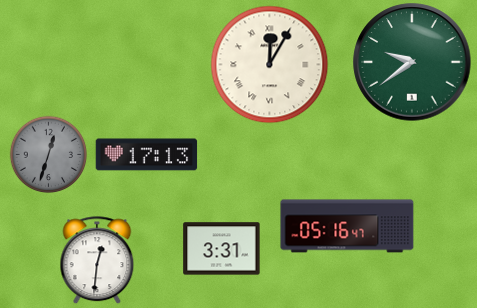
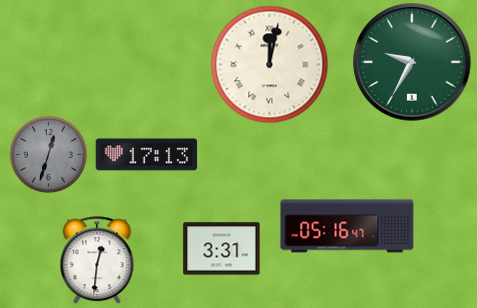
clock at (412, 62): 9:39 -> 9:35
clock at (270, 65): 12:05 -> 12:02
